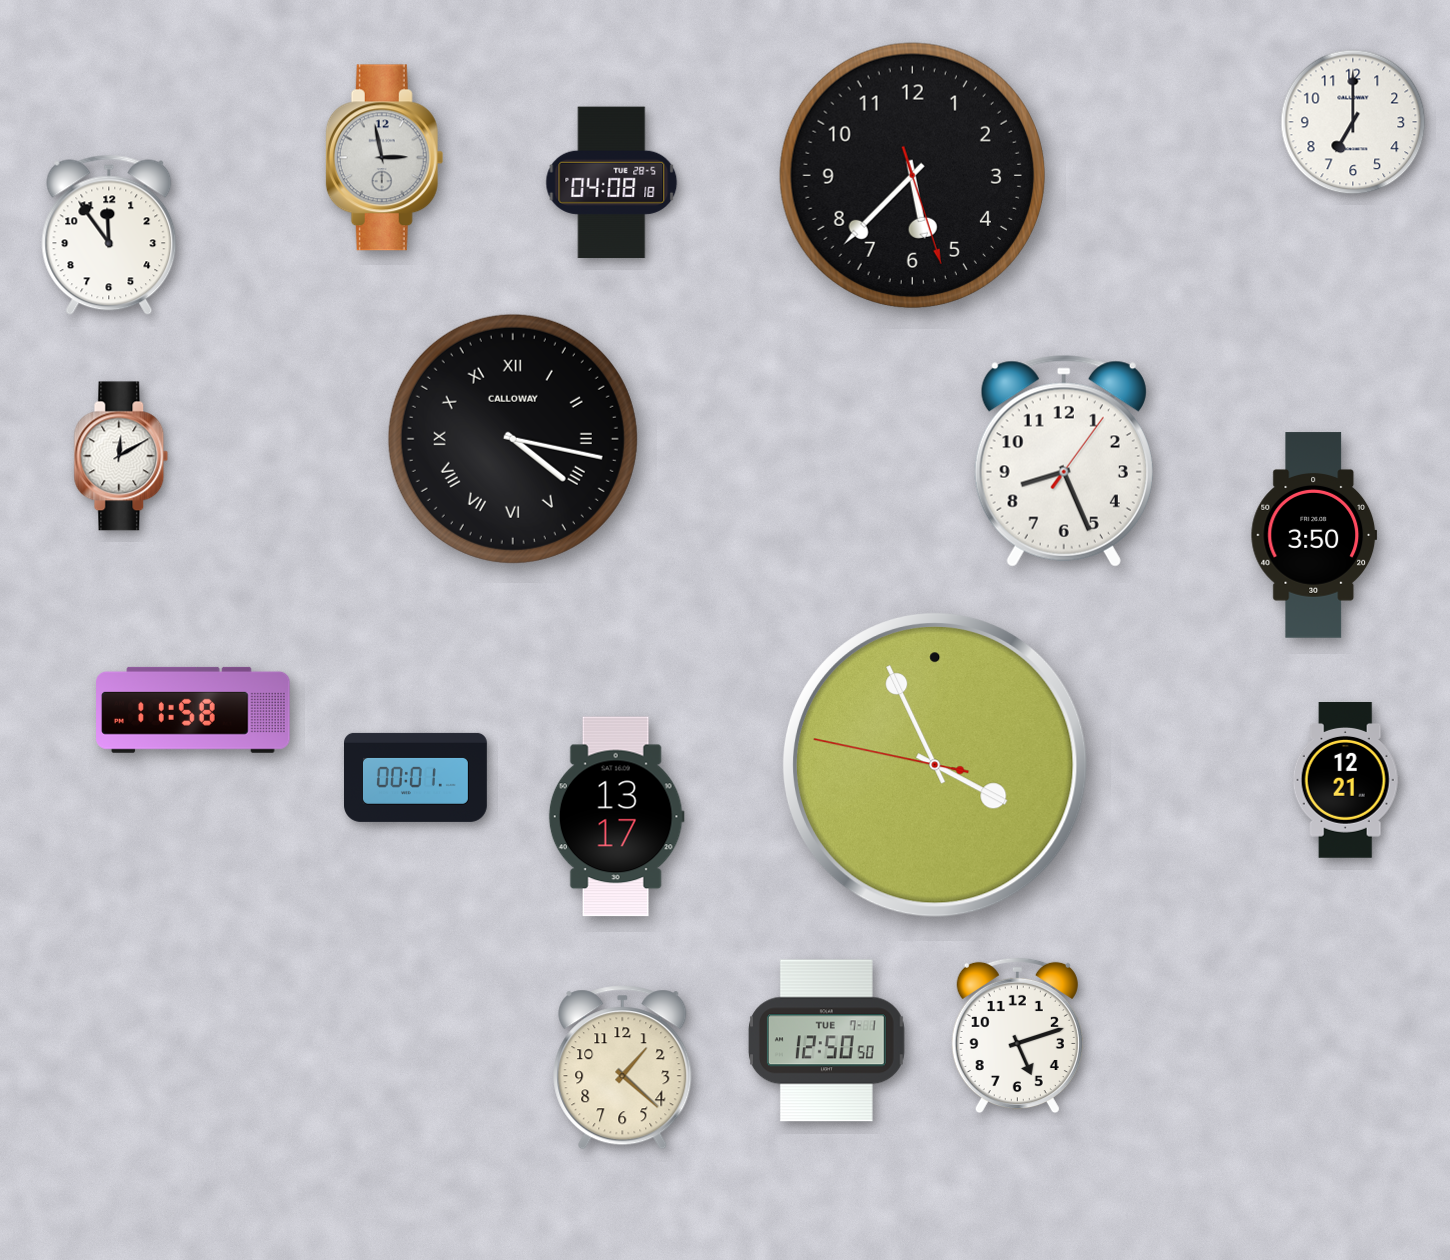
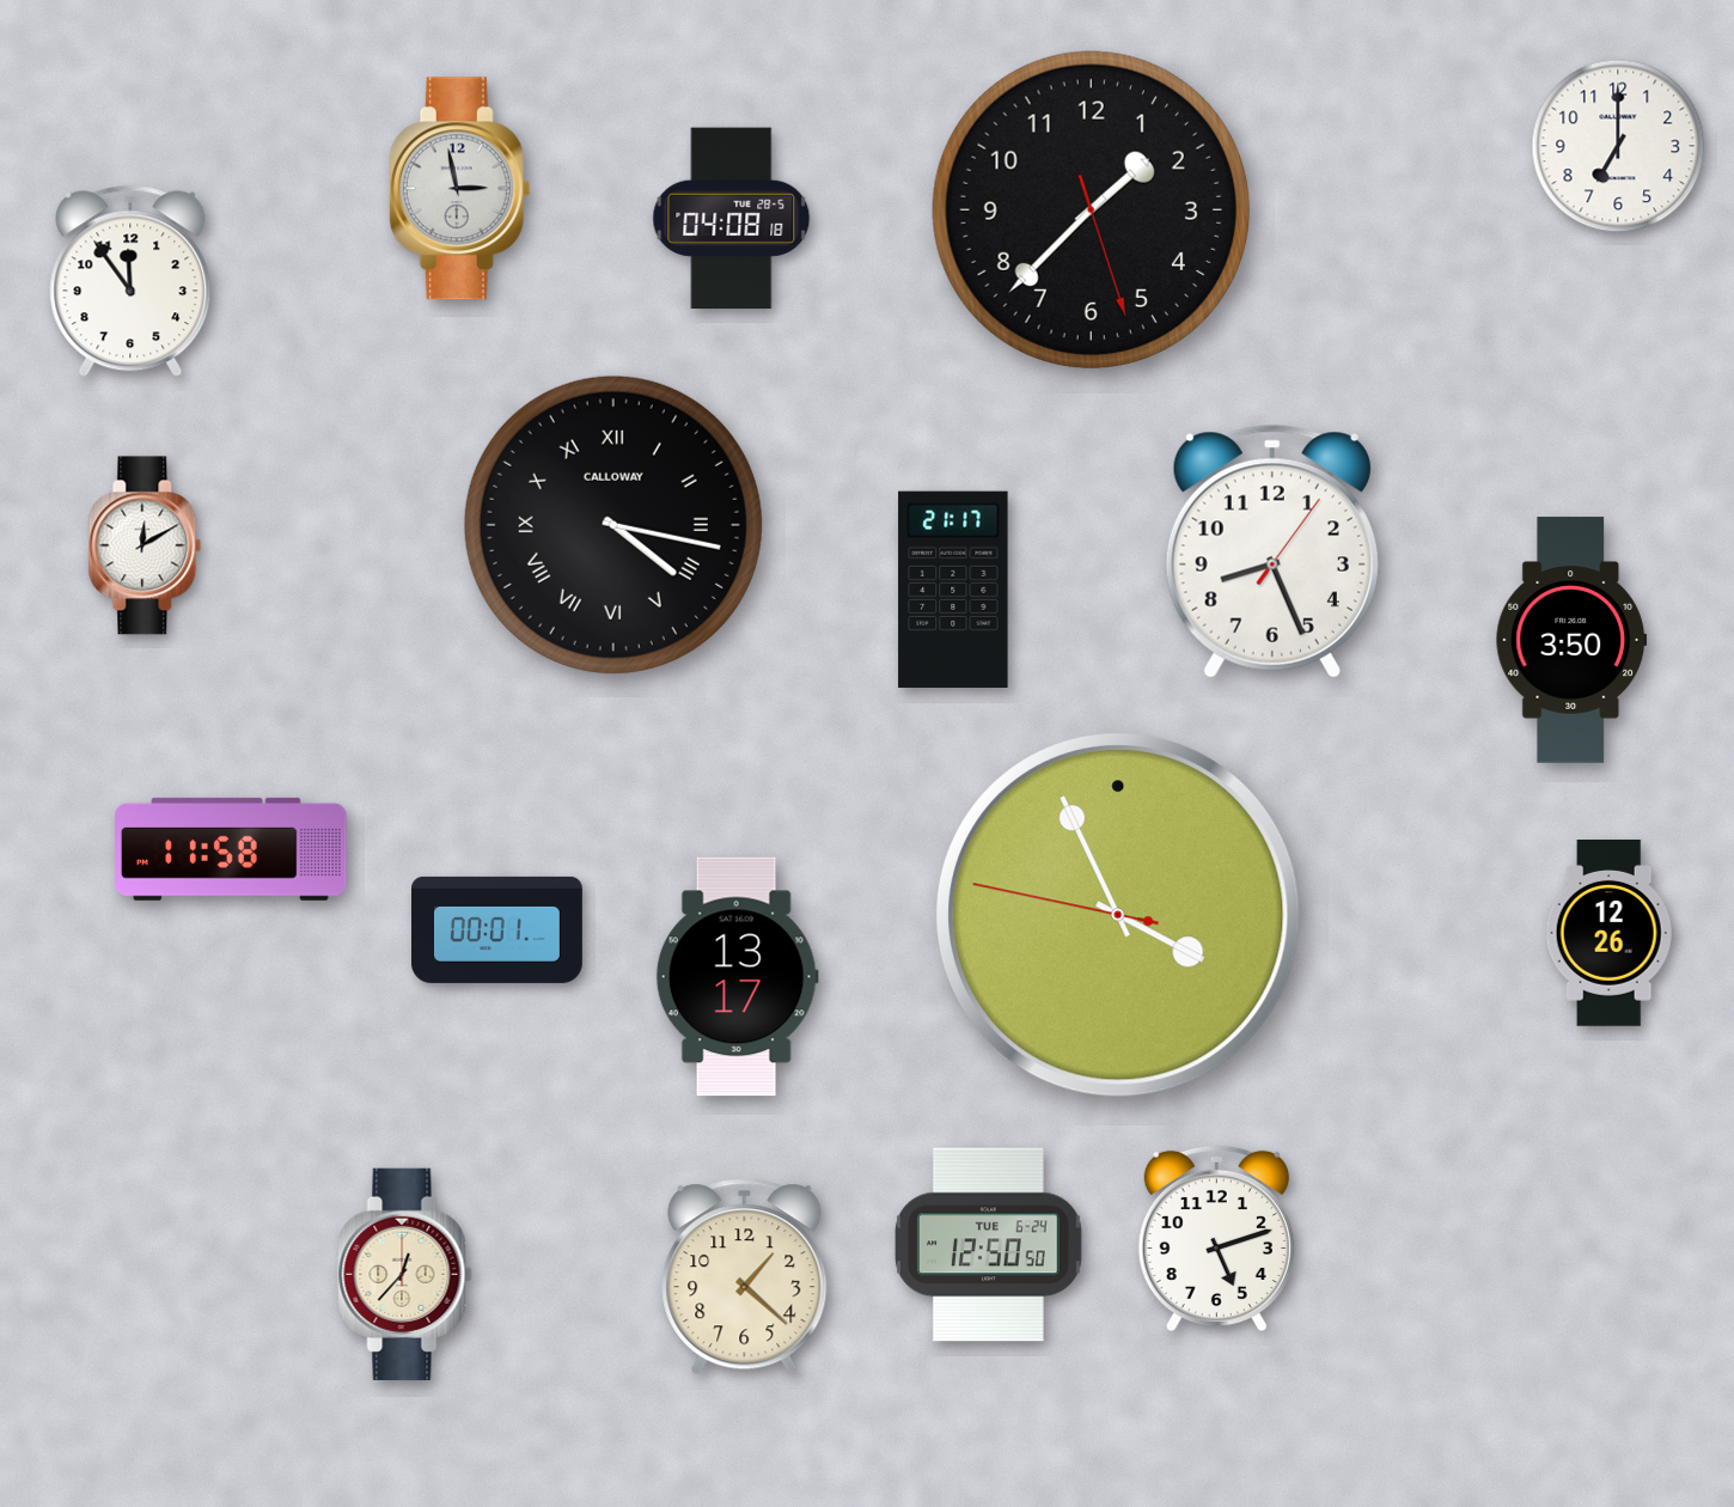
clock at (912, 175): 5:37 -> 1:37
clock at (953, 590): none -> 21:17
clock at (1346, 781): 12:21 -> 12:26
clock at (826, 1041) date: TUE 7-1 -> TUE 6-24
clock at (405, 1274): none -> 12:37
